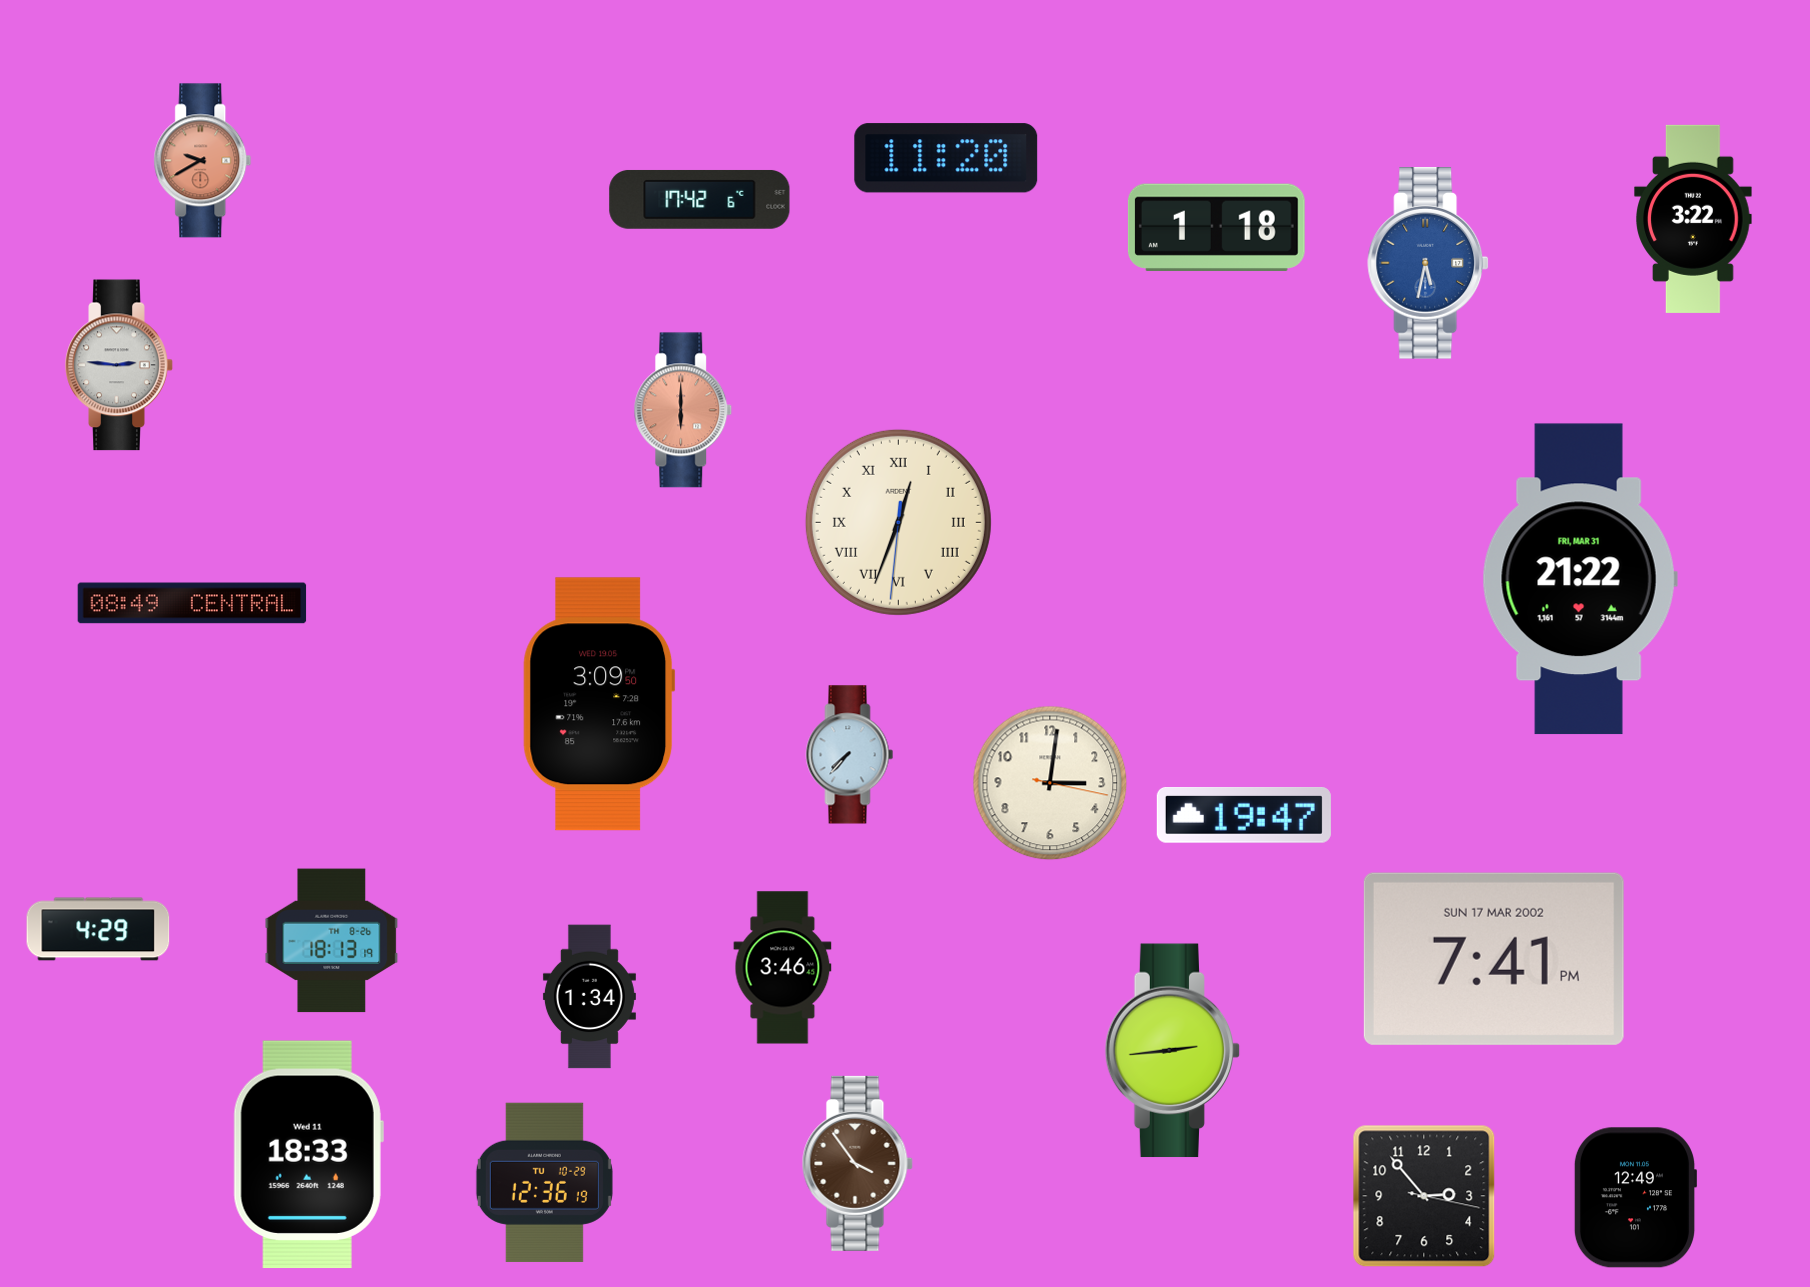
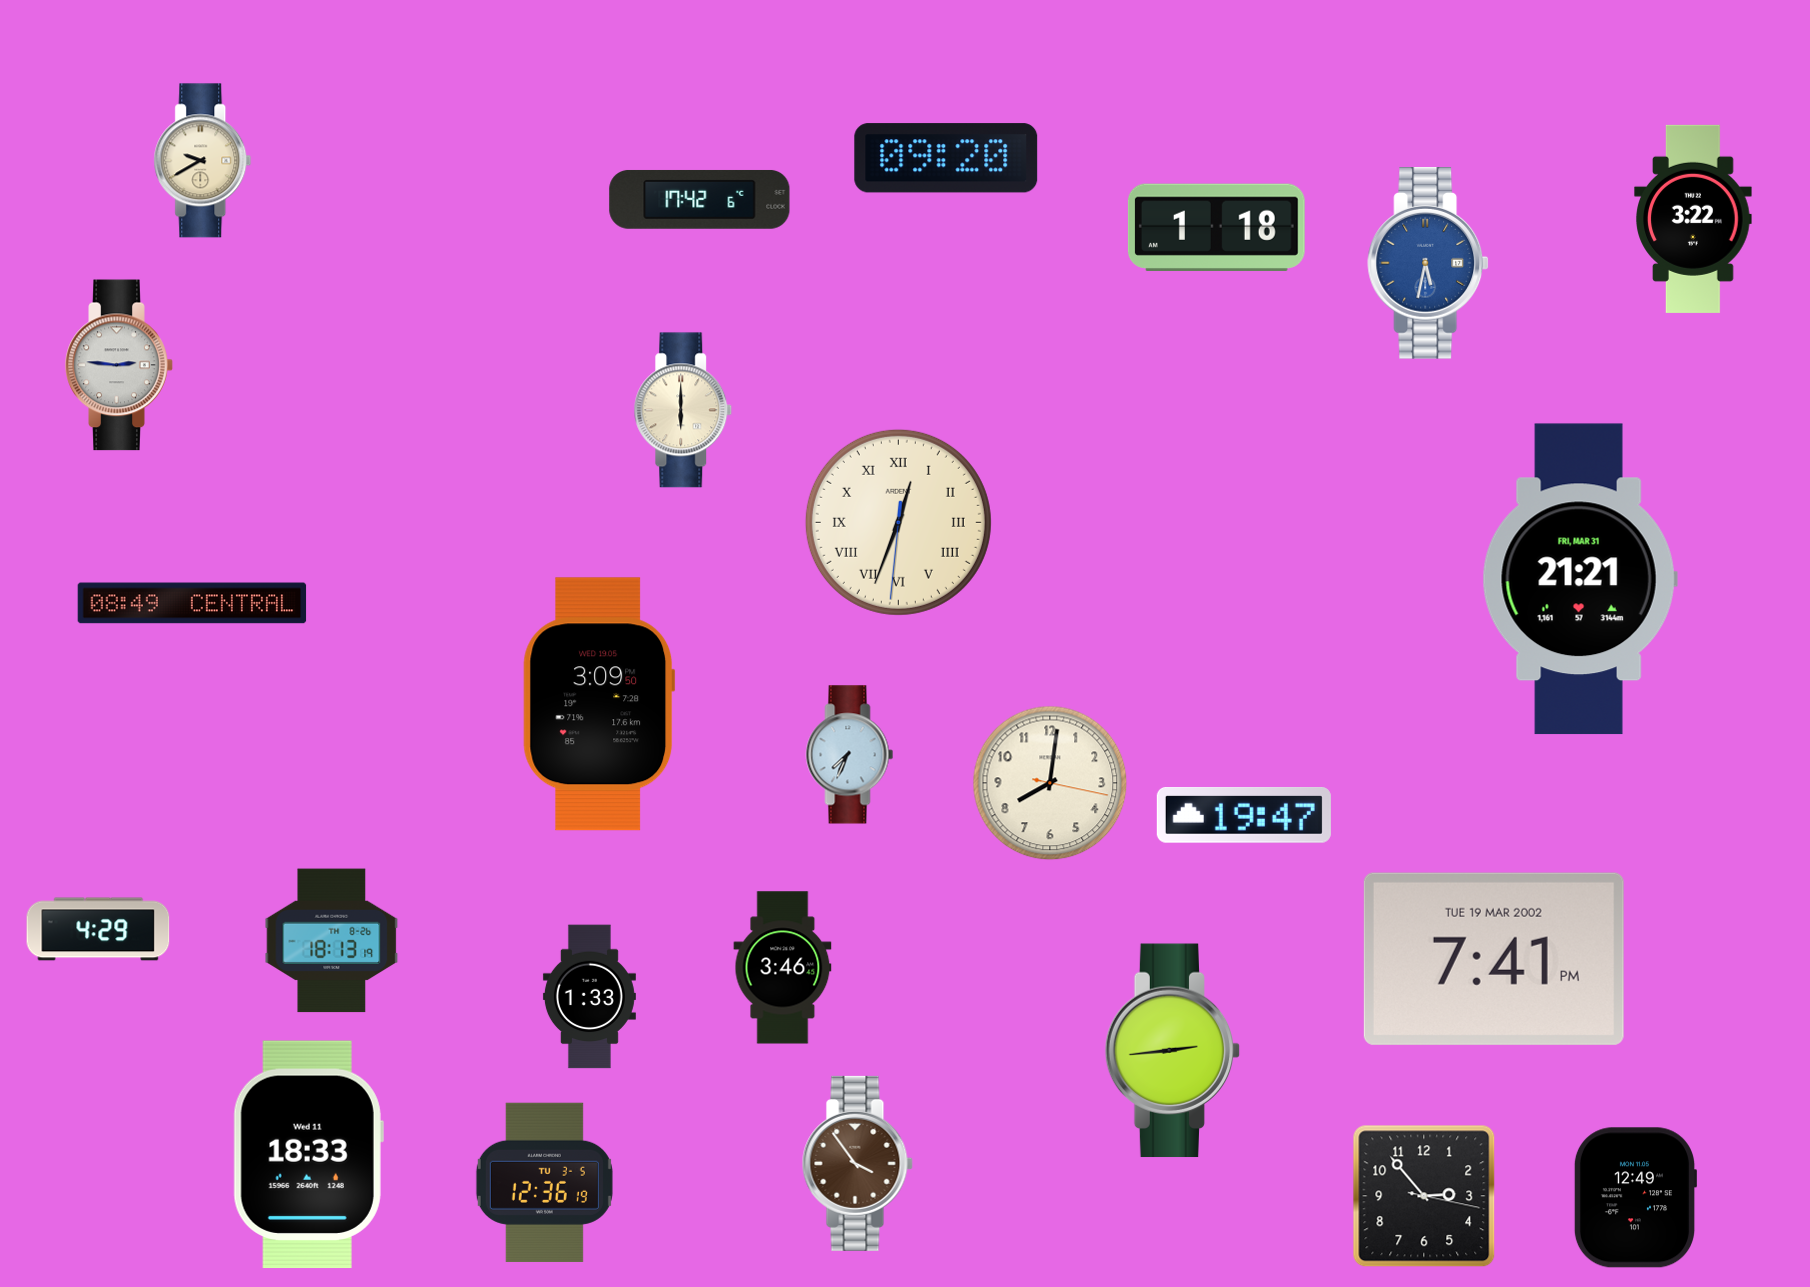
clock at (946, 158): 11:20 -> 09:20
clock at (203, 161) dial: salmon -> cream
clock at (683, 410) dial: salmon -> cream
clock at (1580, 579): 21:22 -> 21:21
clock at (850, 755): 7:37 -> 7:34
clock at (1050, 783): 3:01 -> 8:01
clock at (1494, 959) date: SUN 17 MAR 2002 -> TUE 19 MAR 2002
clock at (589, 997): 1:34 -> 1:33
clock at (544, 1182) date: TU 10-29 -> TU 3-5
